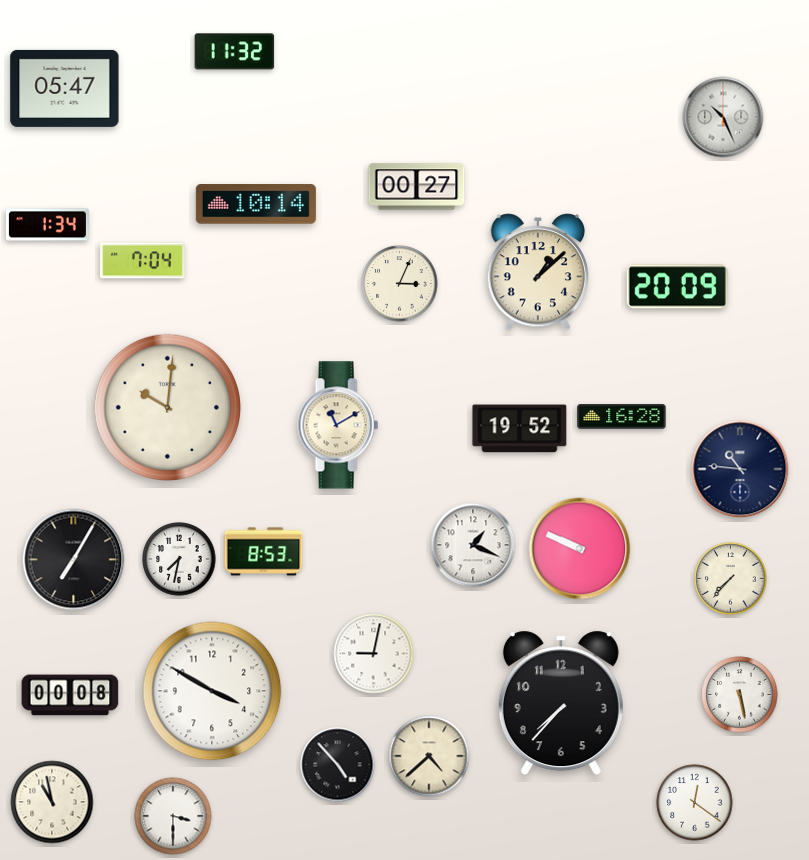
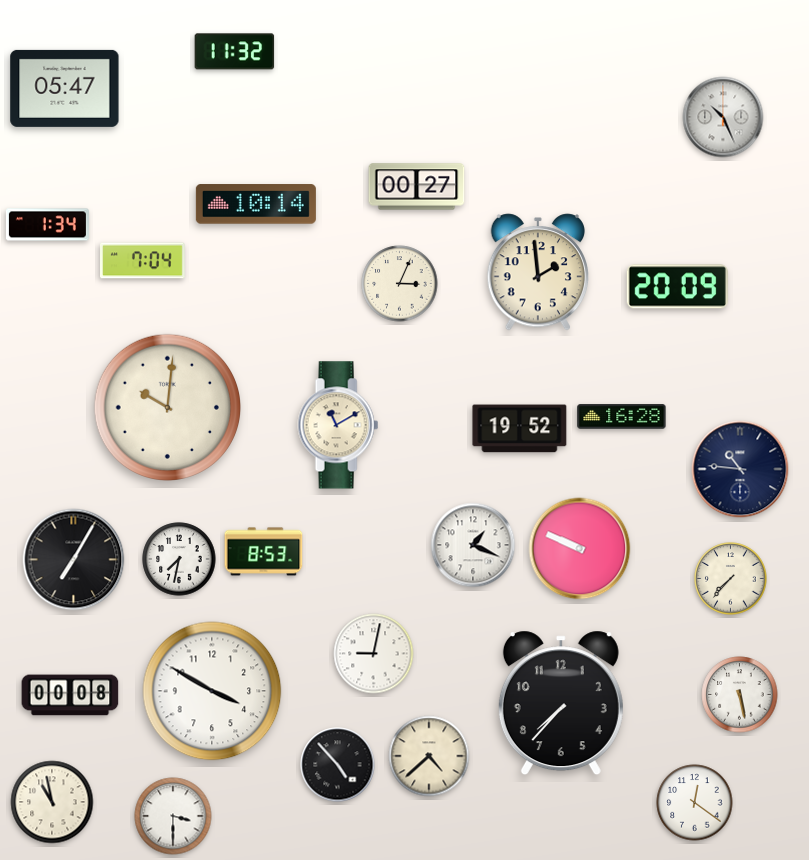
clock at (537, 272): 1:08 -> 1:59
